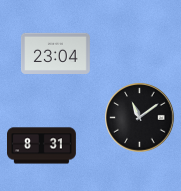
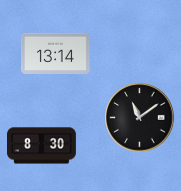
clock at (56, 53): 23:04 -> 13:14
clock at (42, 146): 8:31 -> 8:30
